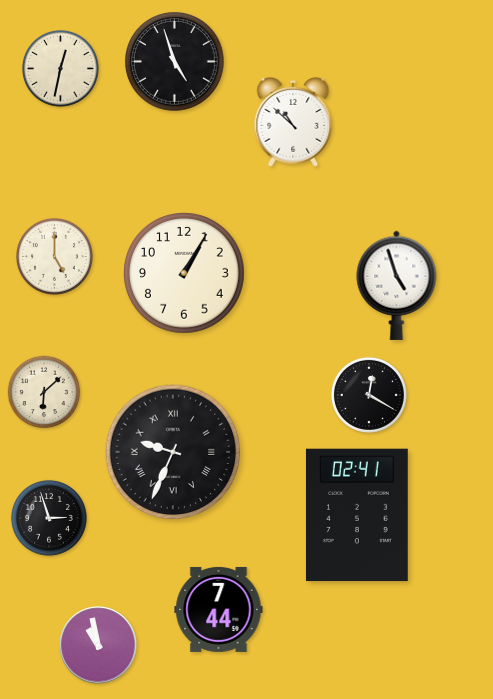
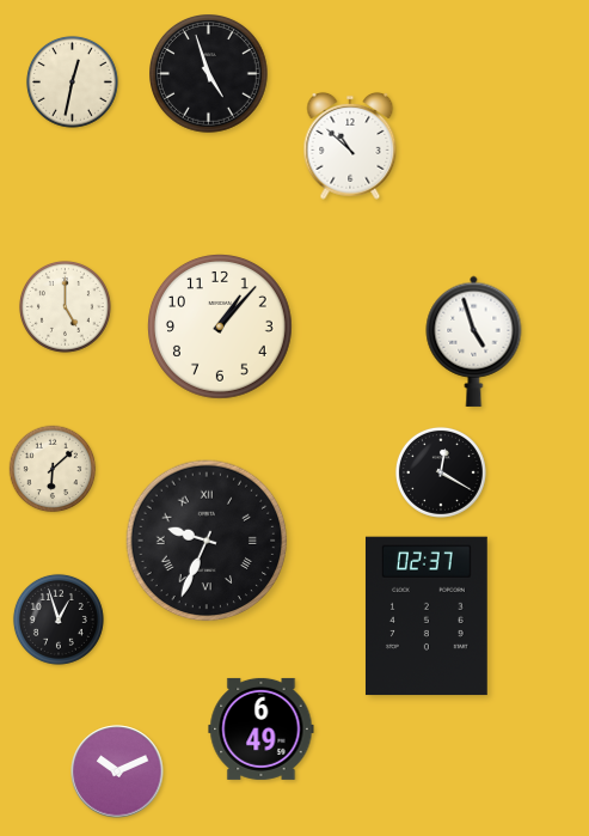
clock at (185, 274): 1:05 -> 1:07
clock at (357, 515): 02:41 -> 02:37
clock at (49, 518): 2:57 -> 12:57
clock at (219, 609): 7:44 -> 6:49
clock at (98, 645): 10:58 -> 10:11
